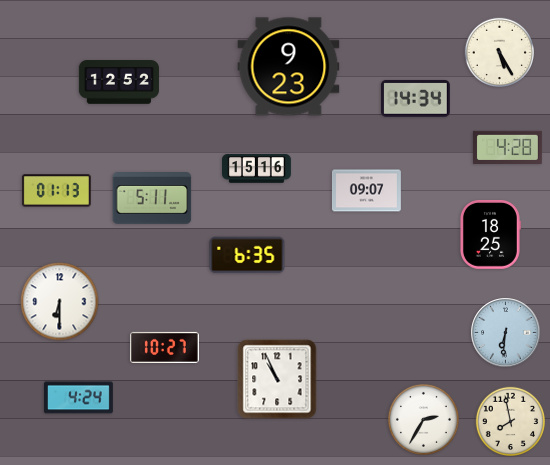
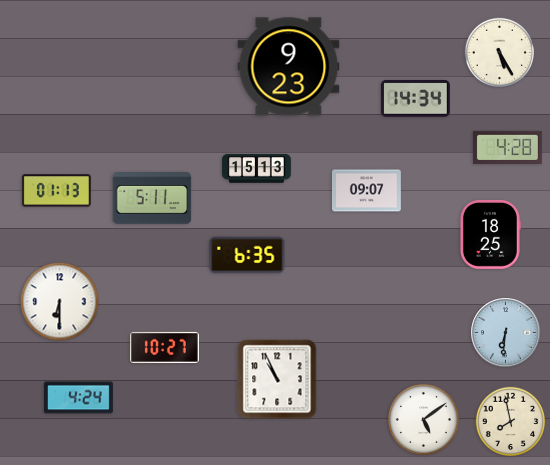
clock at (119, 82): 12:52 -> none
clock at (257, 169): 15:16 -> 15:13
clock at (423, 419): 2:35 -> 5:09
